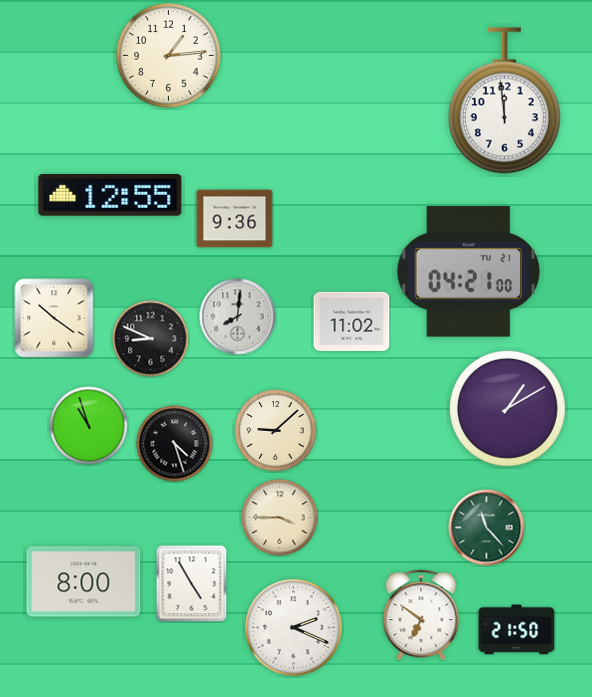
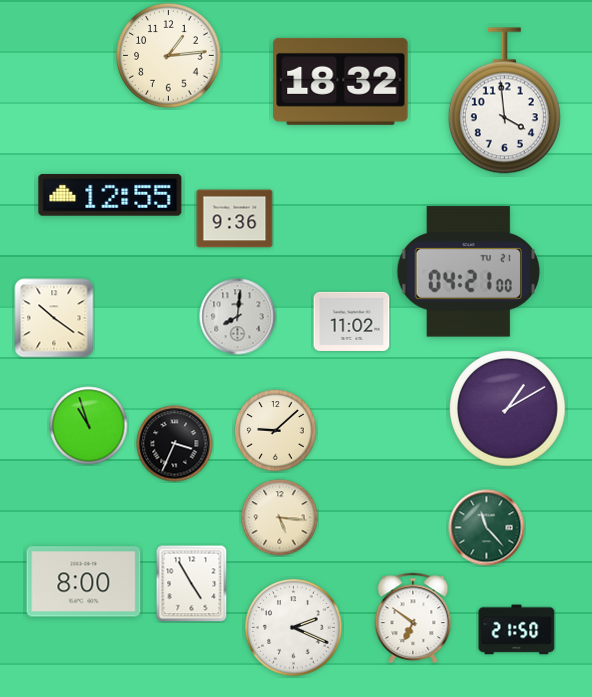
clock at (341, 81): none -> 18:32
clock at (504, 101): 11:59 -> 3:59
clock at (151, 339): 8:49 -> none
clock at (175, 444): 4:27 -> 3:34
clock at (280, 518): 3:45 -> 5:16
clock at (421, 615) position: (421, 615) -> (413, 618)
